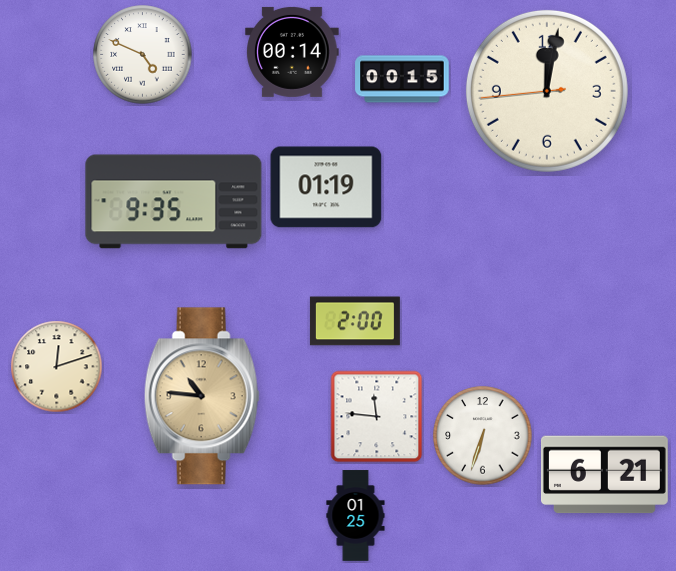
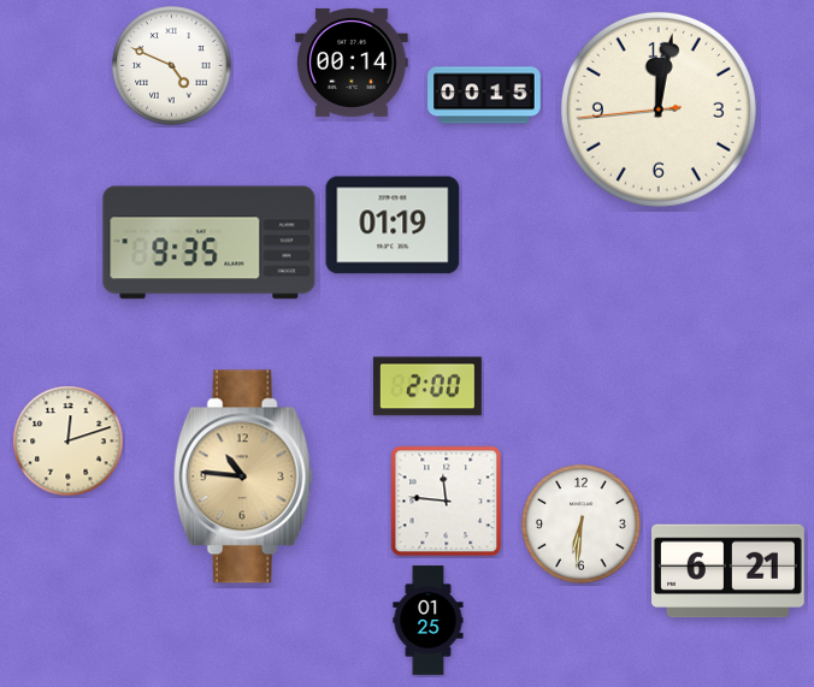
clock at (377, 417) position: (377, 417) -> (447, 502)
clock at (483, 436): 6:33 -> 6:31
